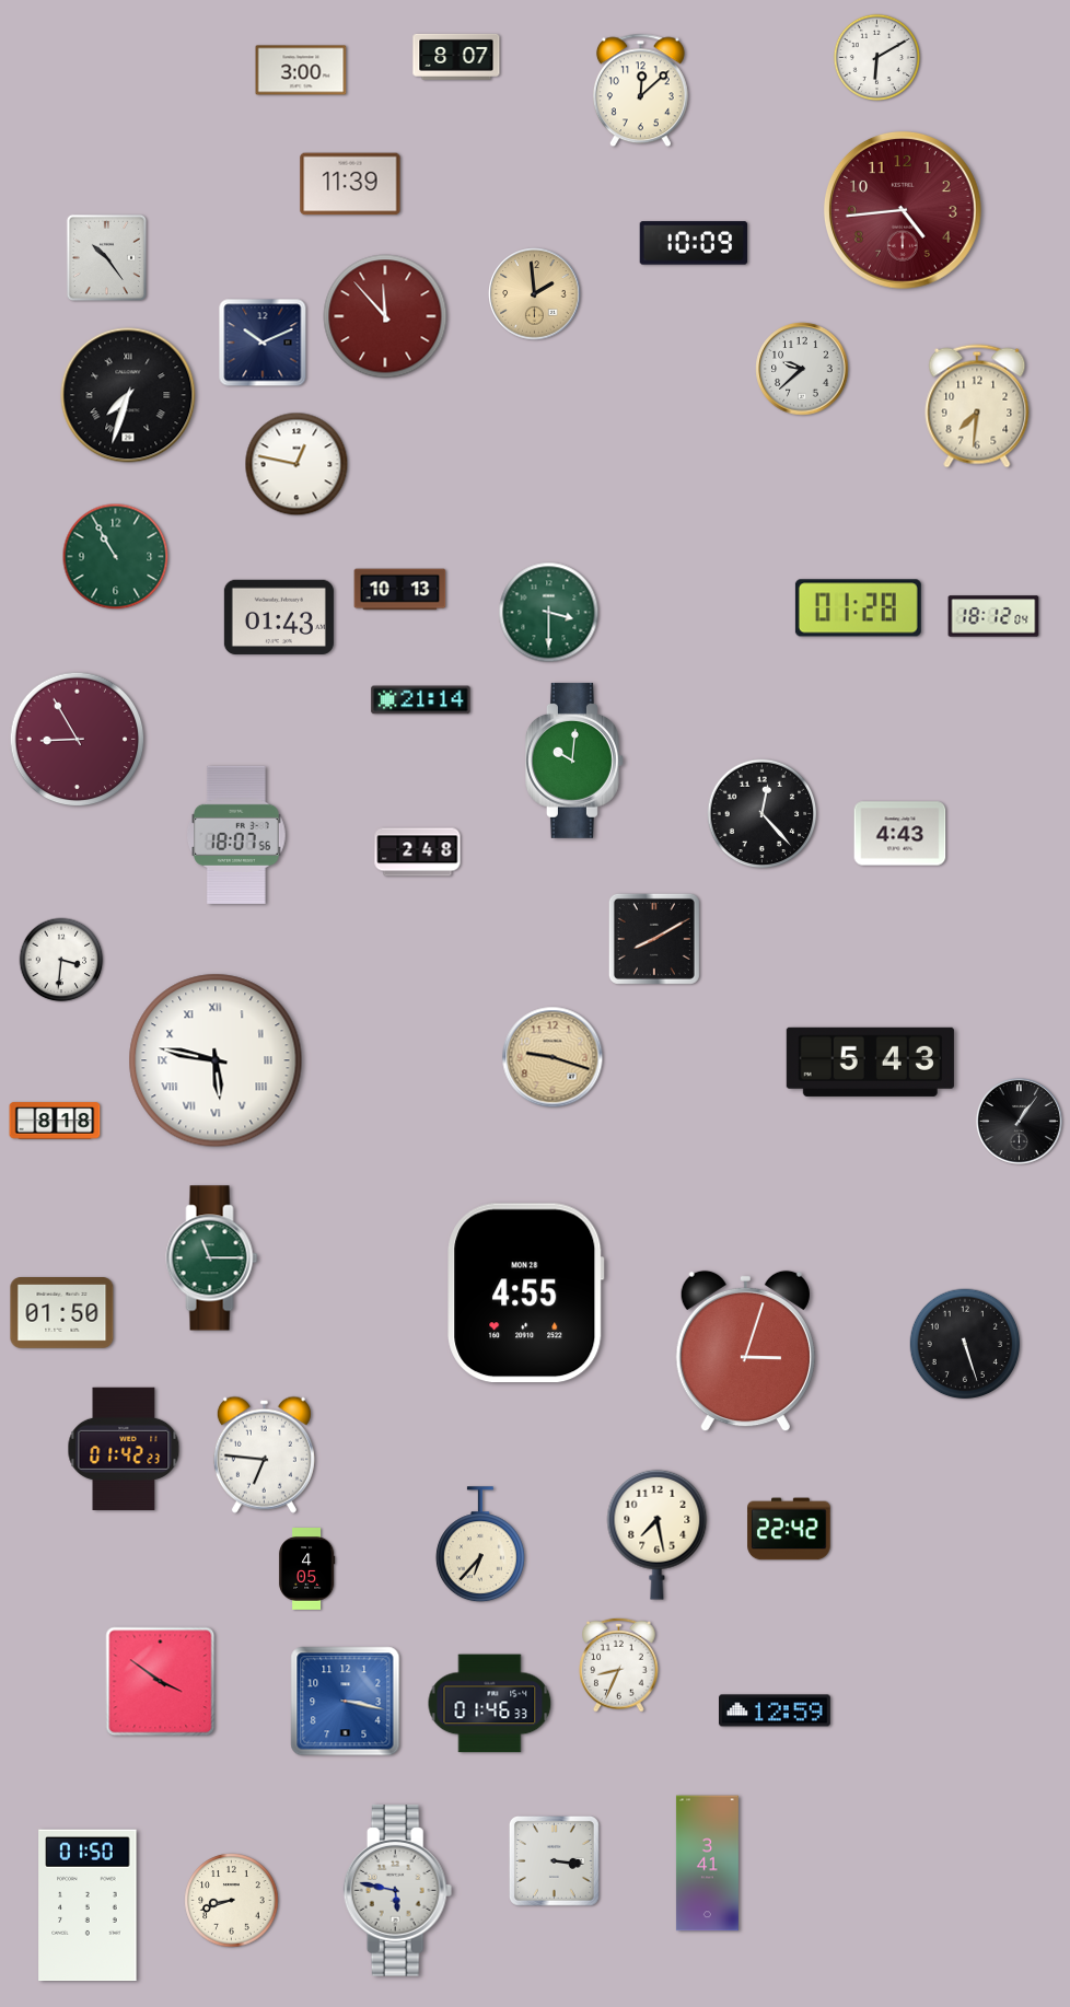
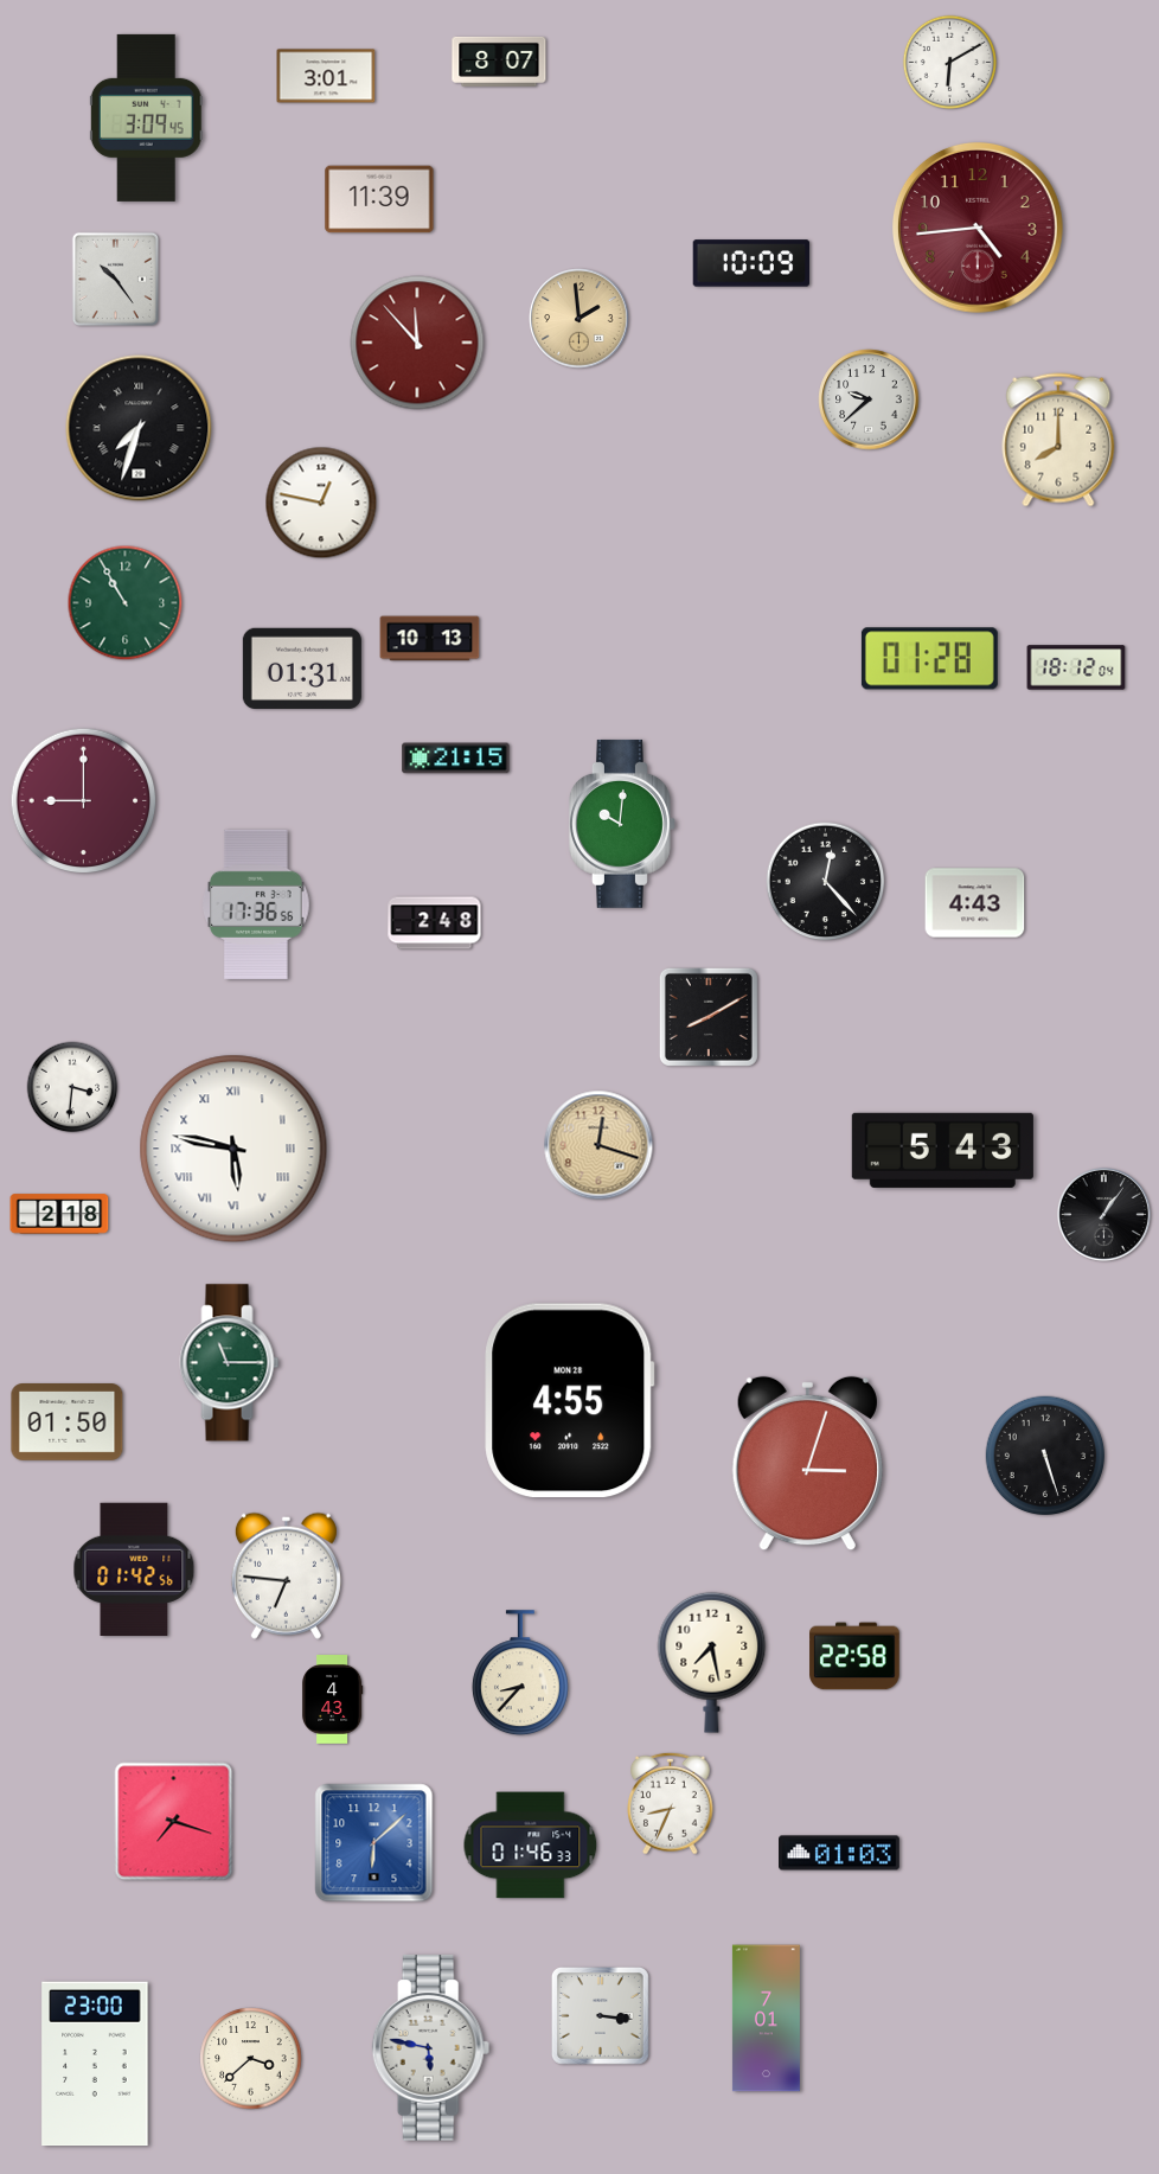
clock at (456, 57) position: (456, 57) -> (499, 62)
clock at (301, 70): 3:00 -> 3:01
clock at (640, 91): 12:08 -> none
clock at (146, 117): none -> 3:09
clock at (263, 343): 10:11 -> none
clock at (977, 406): 7:31 -> 8:00
clock at (400, 590) position: (400, 590) -> (430, 639)
clock at (549, 613): 3:30 -> none
clock at (279, 617): 01:43 -> 01:31
clock at (421, 700): 21:14 -> 21:15
clock at (78, 740): 8:55 -> 9:00
clock at (236, 835): 18:07 -> 17:36
clock at (418, 852) position: (418, 852) -> (435, 923)
clock at (61, 960) position: (61, 960) -> (72, 1087)
clock at (553, 1057): 9:18 -> 12:18
clock at (55, 1121): 8:18 -> 2:18
clock at (124, 1448): 01:42:23 -> 01:42:56
clock at (789, 1529): 22:42 -> 22:58
clock at (480, 1545): 6:37 -> 8:37
clock at (306, 1569): 4:05 -> 4:43
clock at (161, 1682): 3:51 -> 7:18
clock at (346, 1702): 3:17 -> 6:08
clock at (776, 1710): 12:59 -> 01:03
clock at (707, 1864): 3:41 -> 7:01
clock at (232, 1901): 8:42 -> 3:38
clock at (88, 1905): 01:50 -> 23:00
